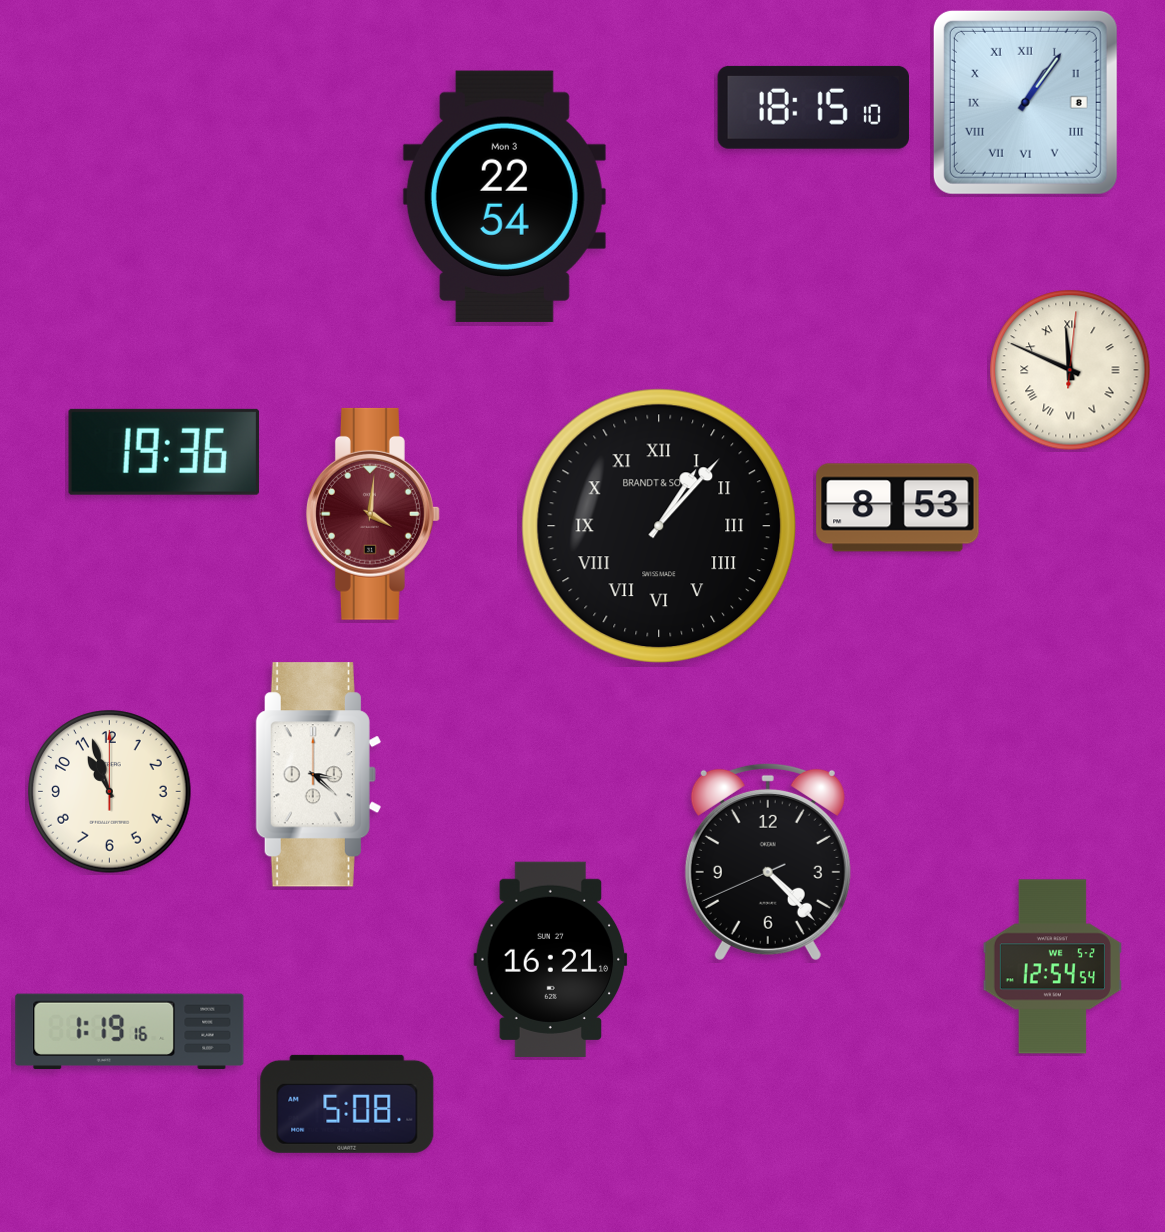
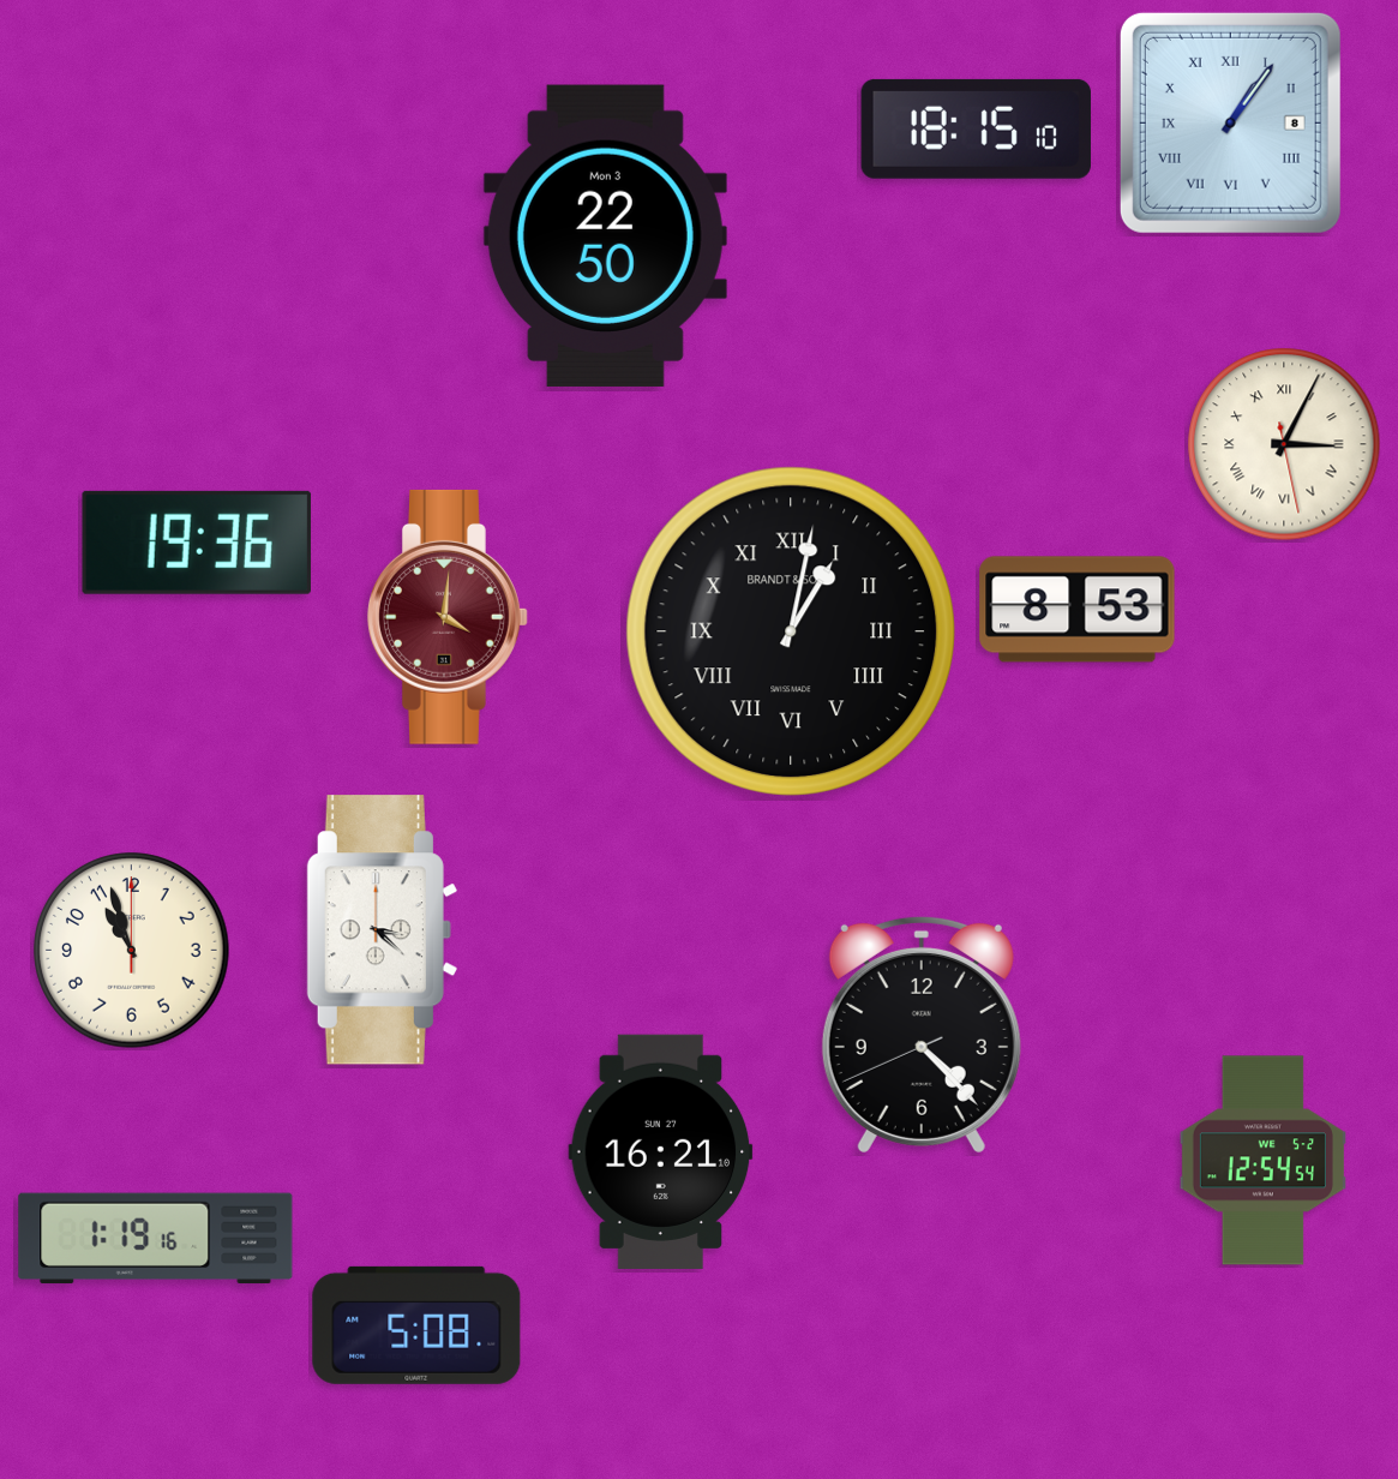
clock at (504, 196): 22:54 -> 22:50
clock at (1070, 370): 11:49 -> 3:04
clock at (659, 526): 1:07 -> 1:02
